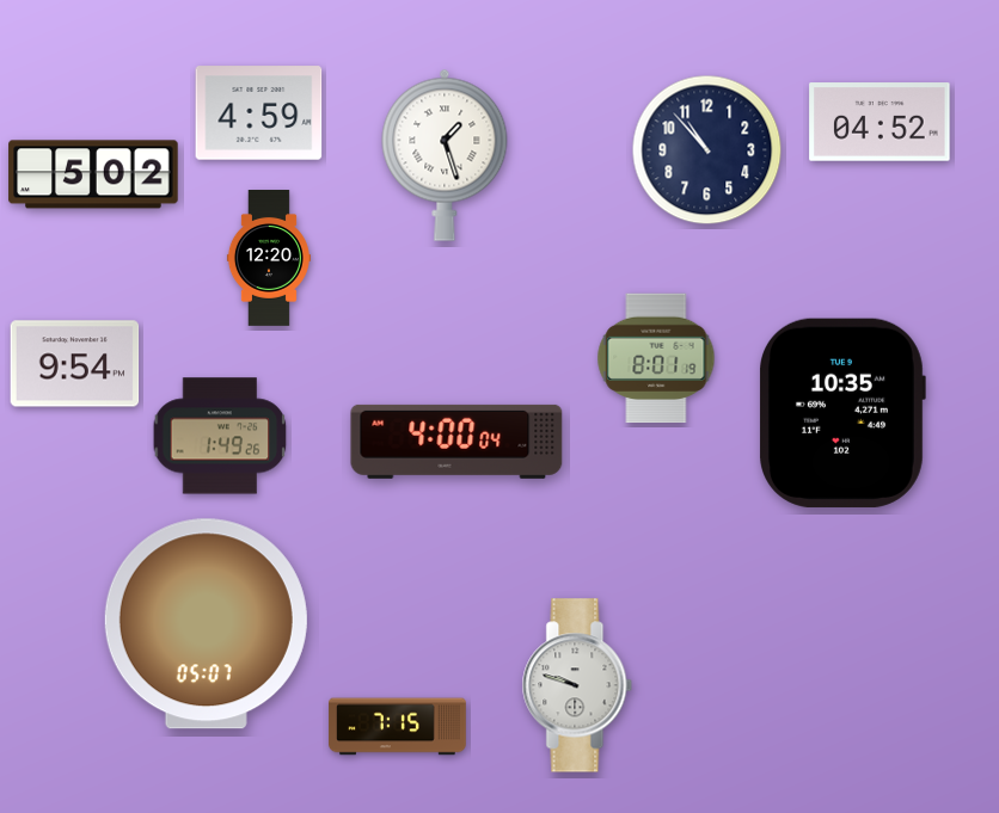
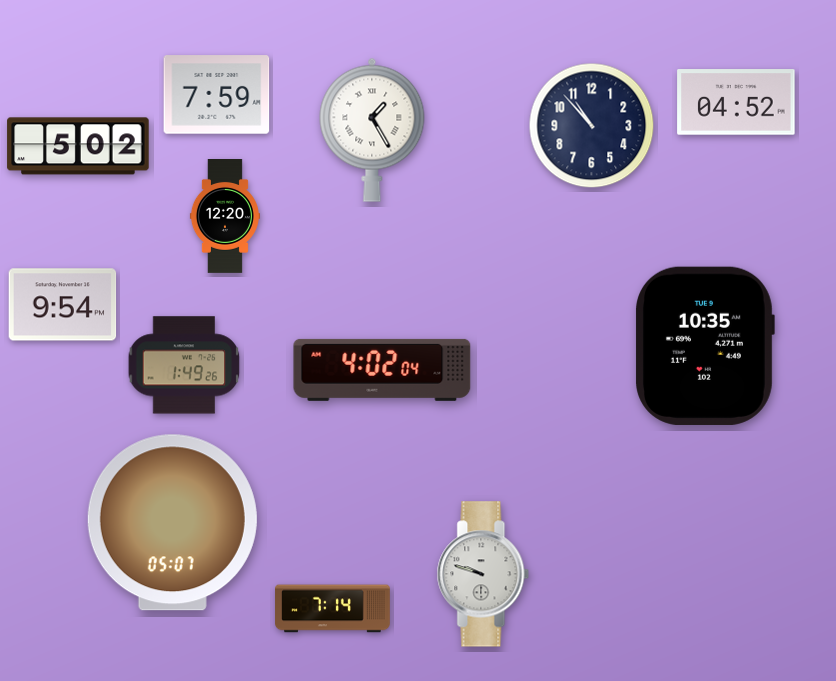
clock at (259, 113): 4:59 -> 7:59
clock at (445, 155): 1:27 -> 1:25
clock at (656, 358): 8:01 -> none
clock at (456, 442): 4:00 -> 4:02
clock at (398, 727): 7:15 -> 7:14
